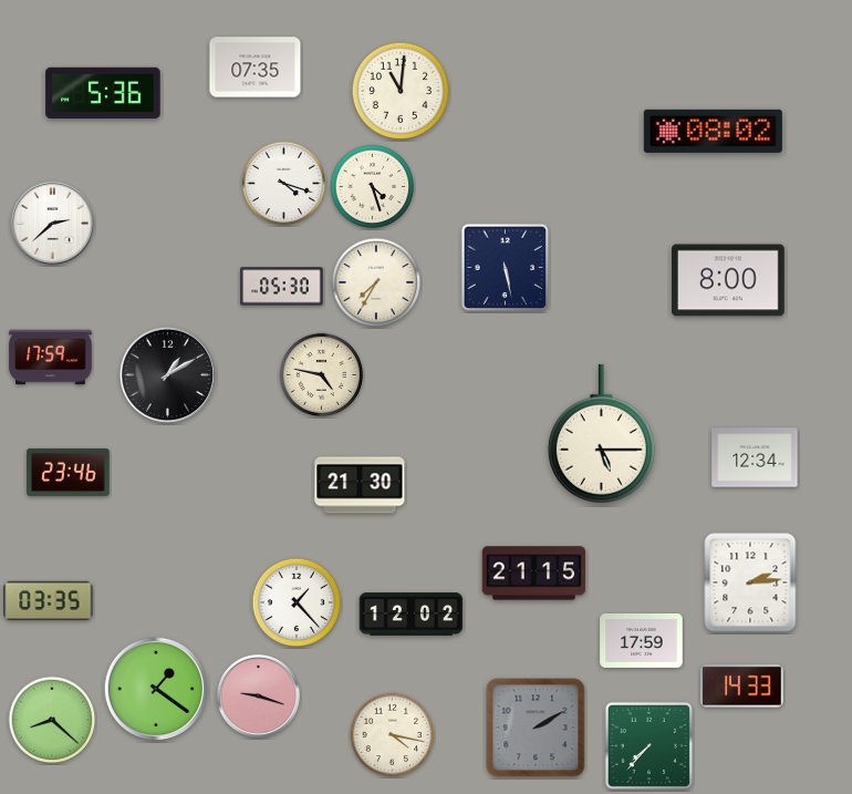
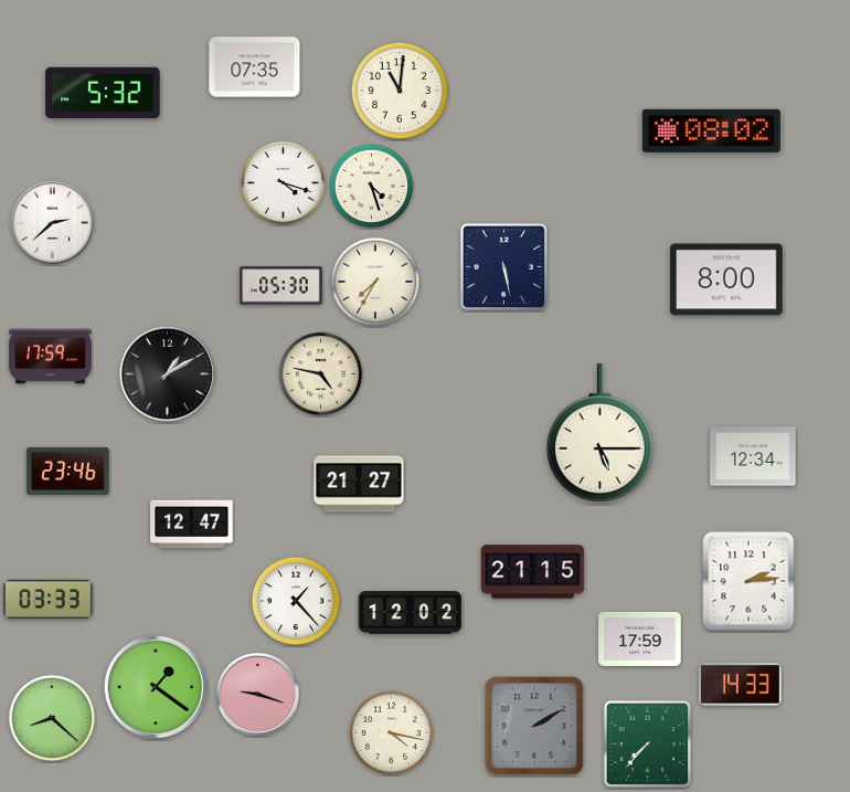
clock at (103, 93): 5:36 -> 5:32
clock at (360, 485): 21:30 -> 21:27
clock at (192, 525): none -> 12:47
clock at (49, 600): 03:35 -> 03:33
